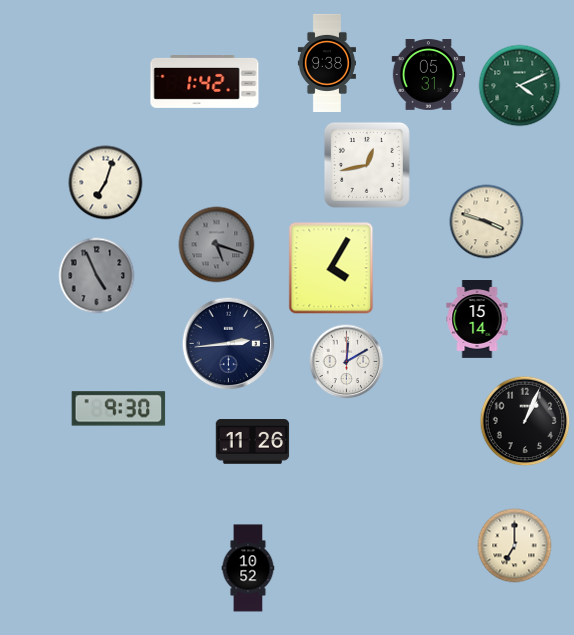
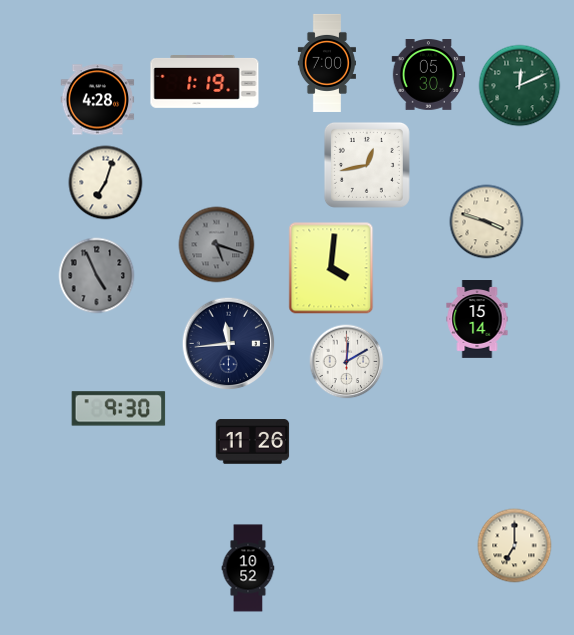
clock at (327, 63): 9:38 -> 7:00
clock at (429, 75): 05:31 -> 05:30
clock at (205, 82): 1:42 -> 1:19
clock at (520, 86): 4:11 -> 12:11
clock at (98, 100): none -> 4:28
clock at (331, 268): 4:05 -> 4:01
clock at (229, 344): 2:44 -> 11:44
clock at (525, 421): 1:04 -> none
